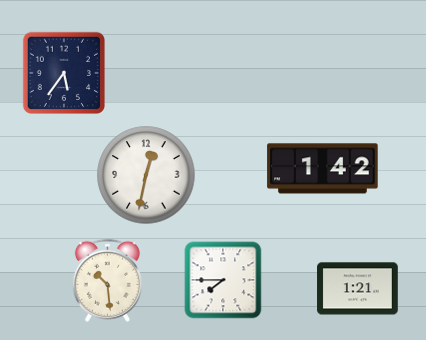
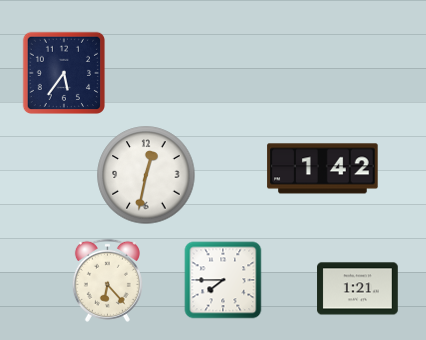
clock at (107, 280): 10:29 -> 6:23
